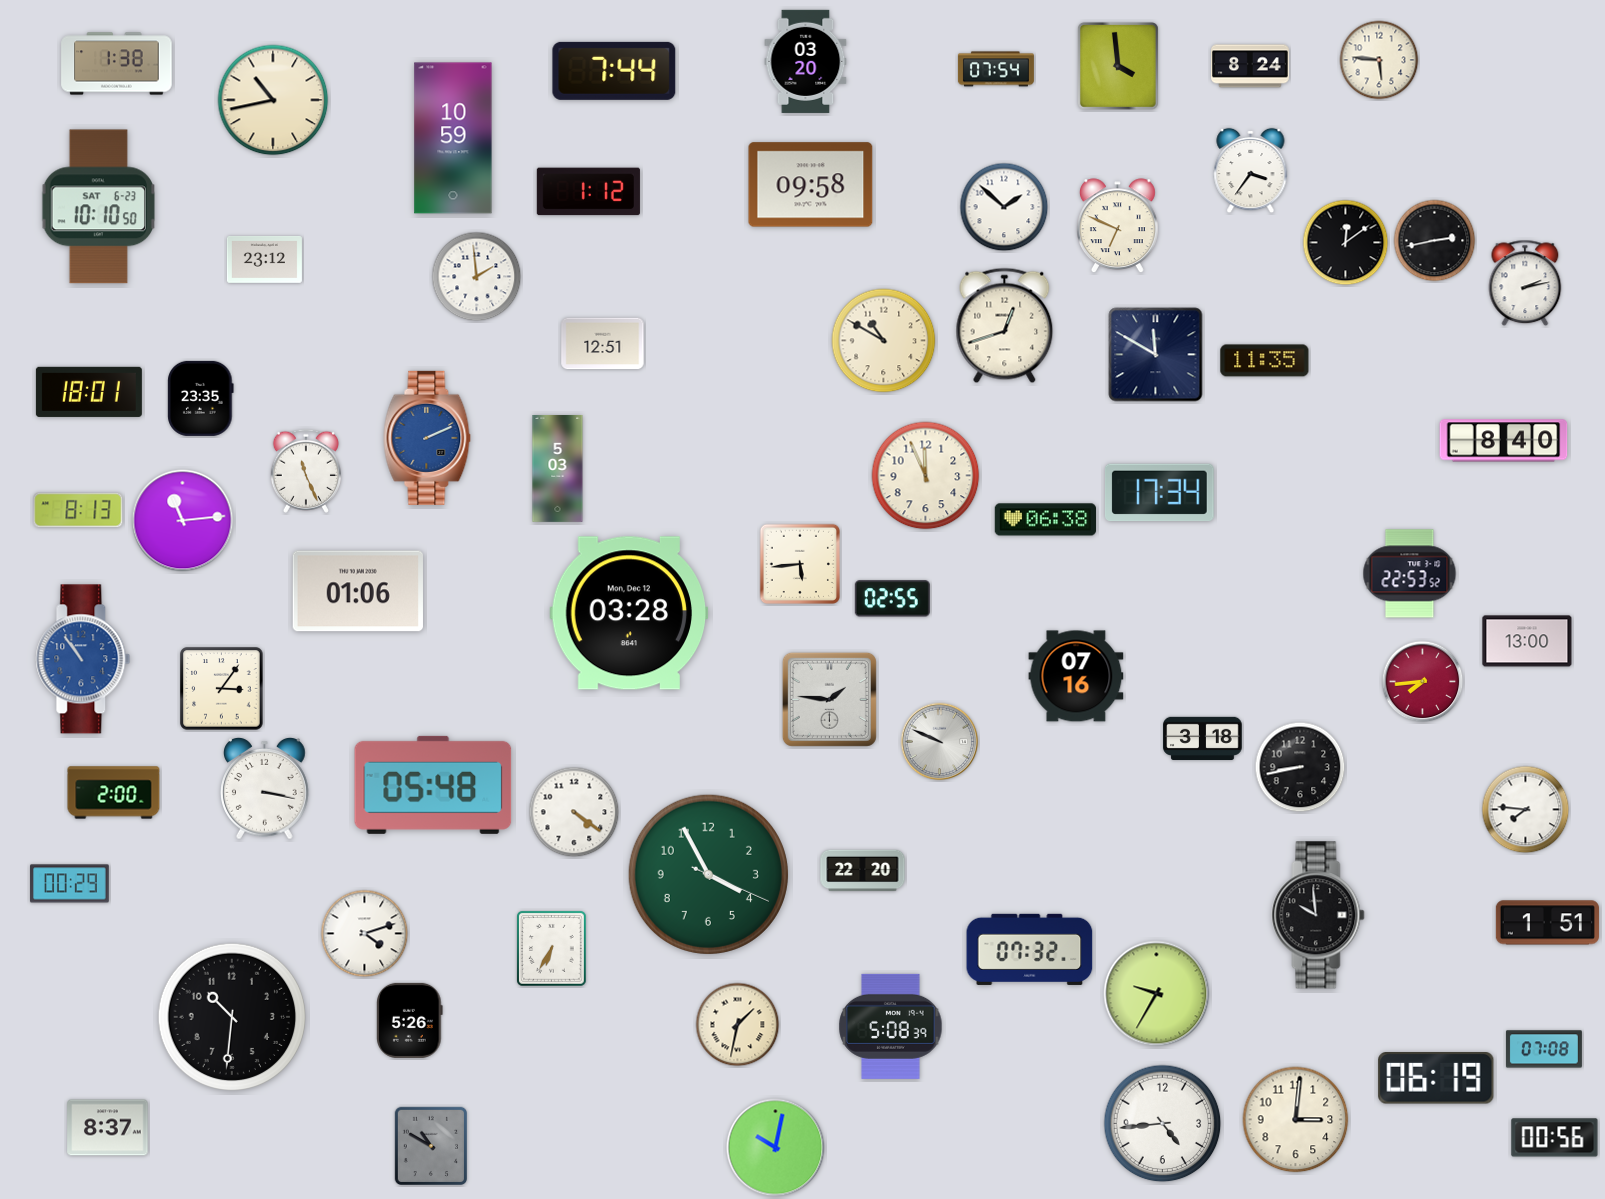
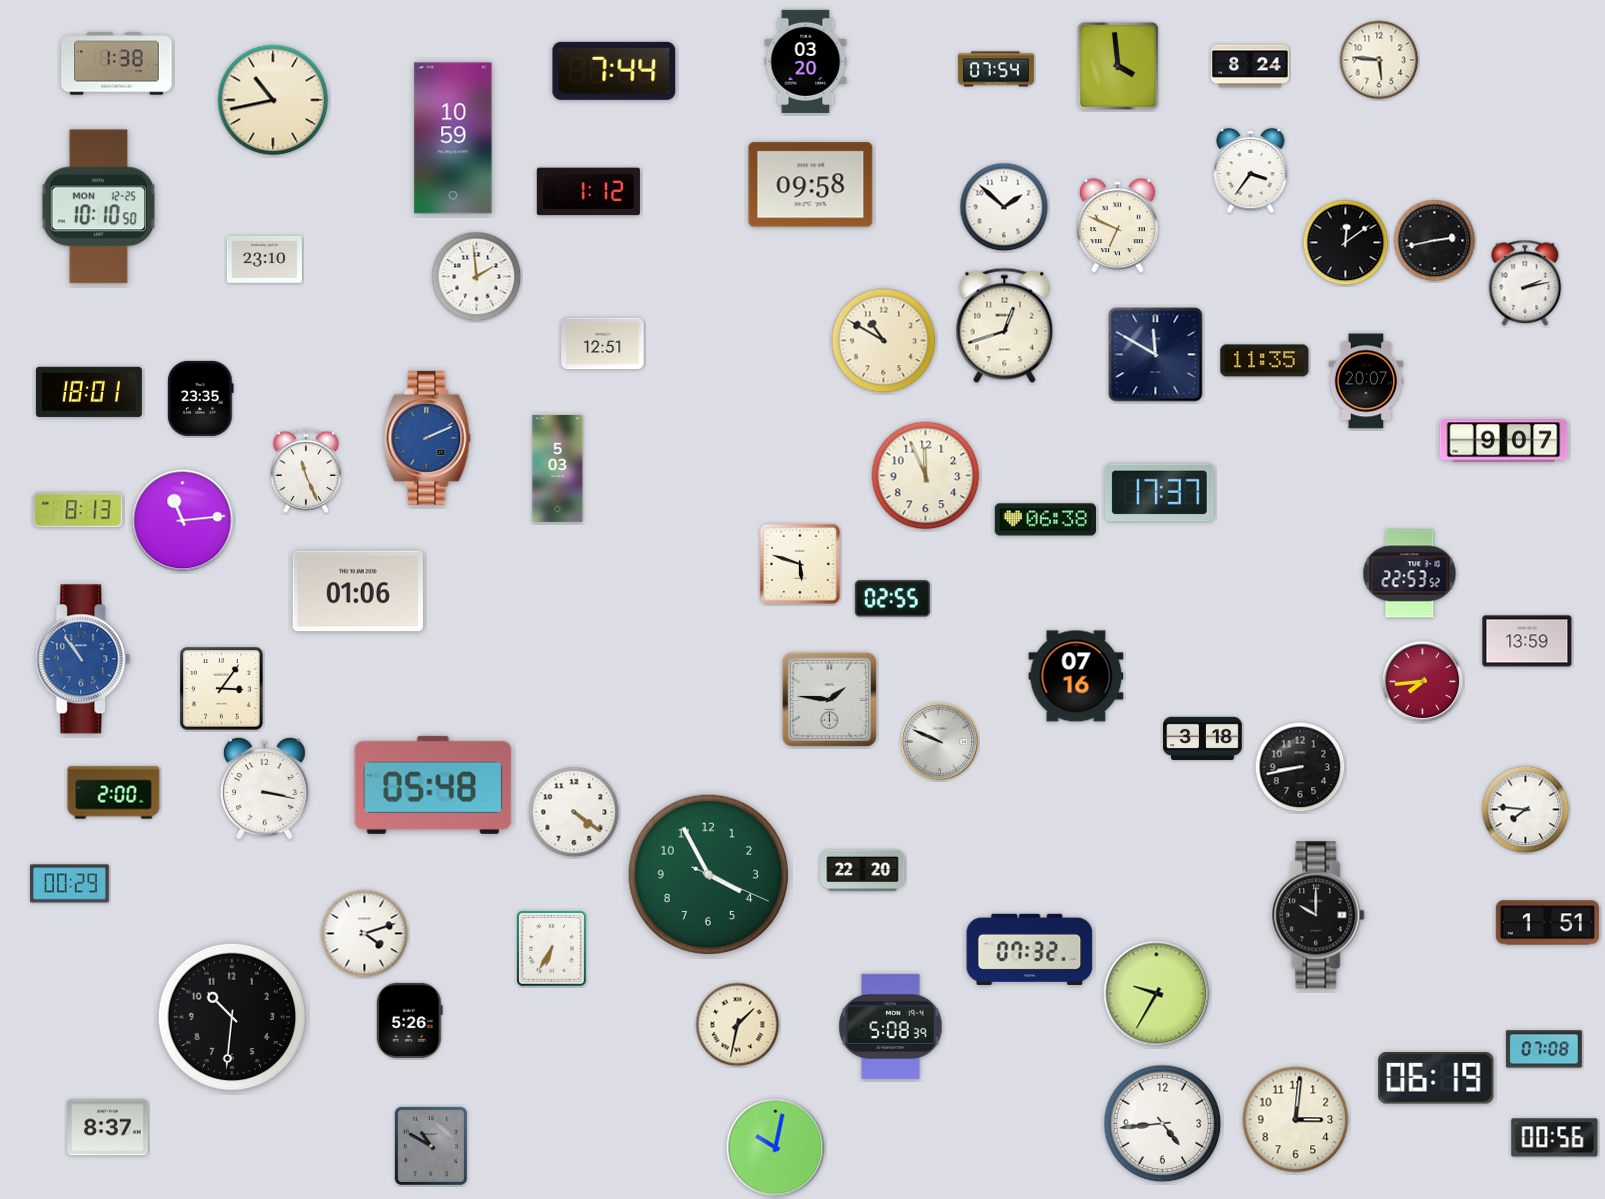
clock at (98, 207) date: SAT 6-23 -> MON 12-25
clock at (264, 260): 23:12 -> 23:10
clock at (1366, 381): none -> 20:07
clock at (1504, 441): 8:40 -> 9:07
clock at (1160, 493): 17:34 -> 17:37
clock at (799, 563): 5:44 -> 5:48
clock at (629, 613): 03:28 -> none
clock at (1527, 641): 13:00 -> 13:59
clock at (1318, 915): 9:59 -> 10:00
